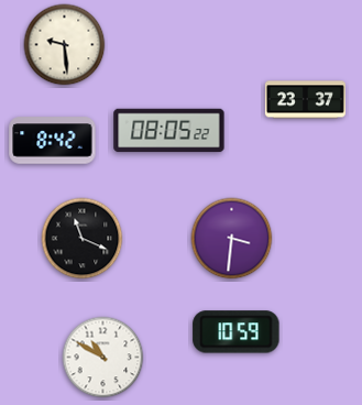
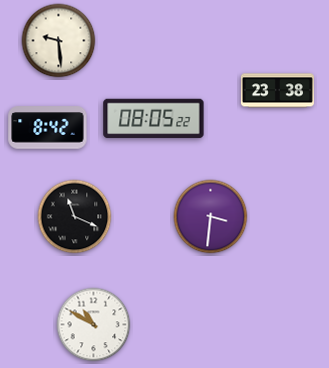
clock at (305, 100): 23:37 -> 23:38
clock at (237, 332): 10:59 -> none
